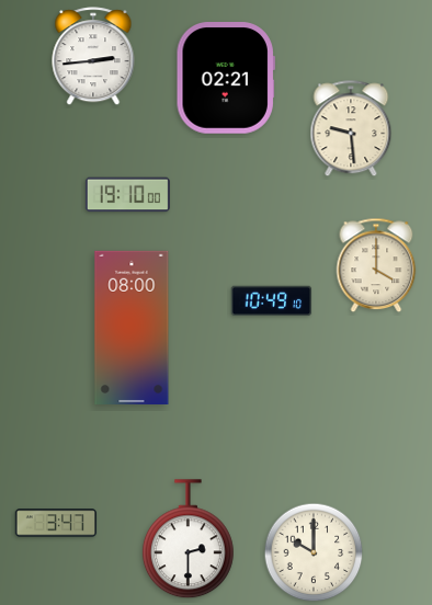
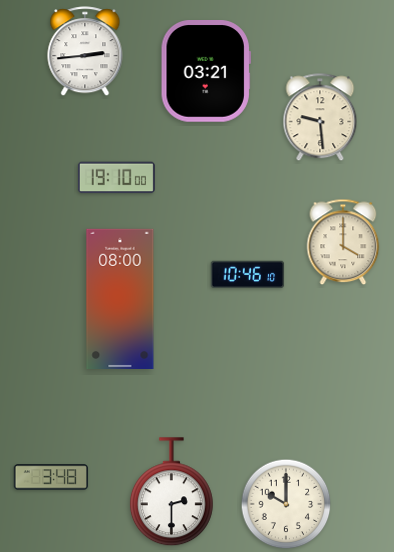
clock at (226, 79): 02:21 -> 03:21
clock at (272, 301): 10:49 -> 10:46
clock at (56, 523): 3:47 -> 3:48
